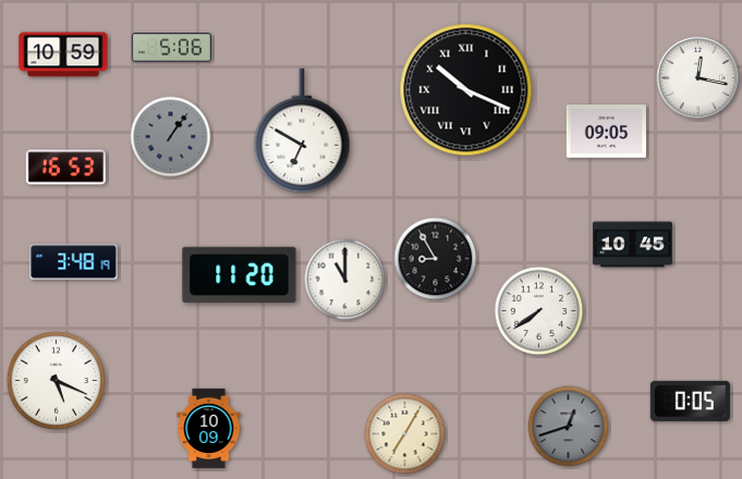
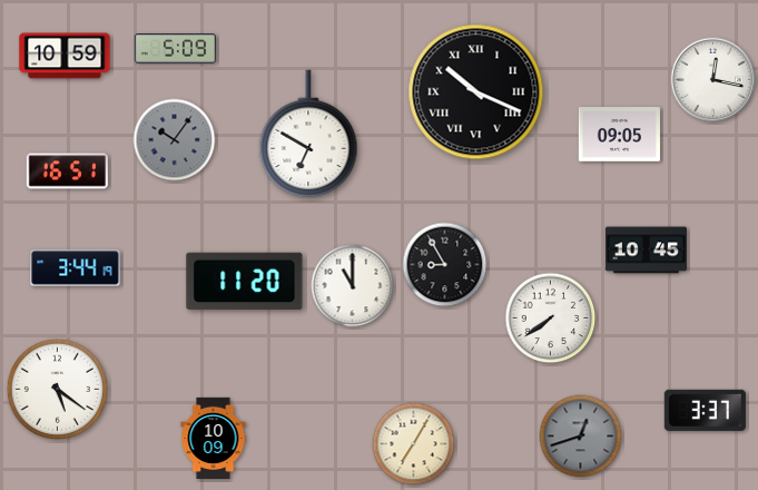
clock at (171, 48): 5:06 -> 5:09
clock at (171, 137): 1:06 -> 10:06
clock at (65, 168): 16:53 -> 16:51
clock at (74, 262): 3:48 -> 3:44
clock at (56, 380): 5:19 -> 5:21
clock at (690, 401): 0:05 -> 3:37
